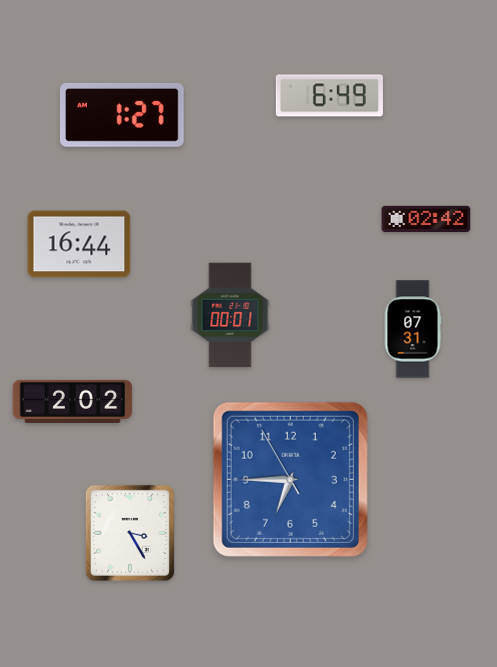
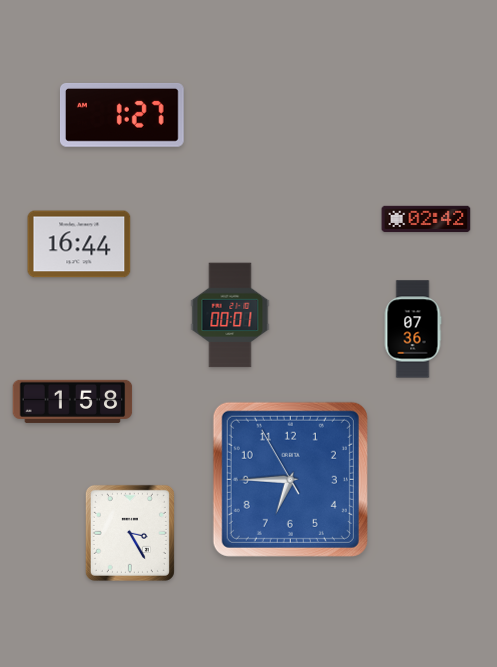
clock at (329, 96): 6:49 -> none
clock at (413, 329): 07:31 -> 07:36
clock at (73, 401): 2:02 -> 1:58
